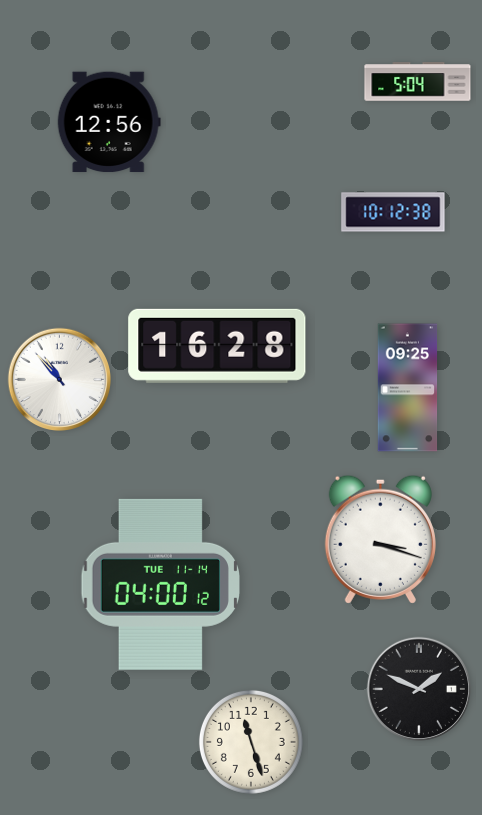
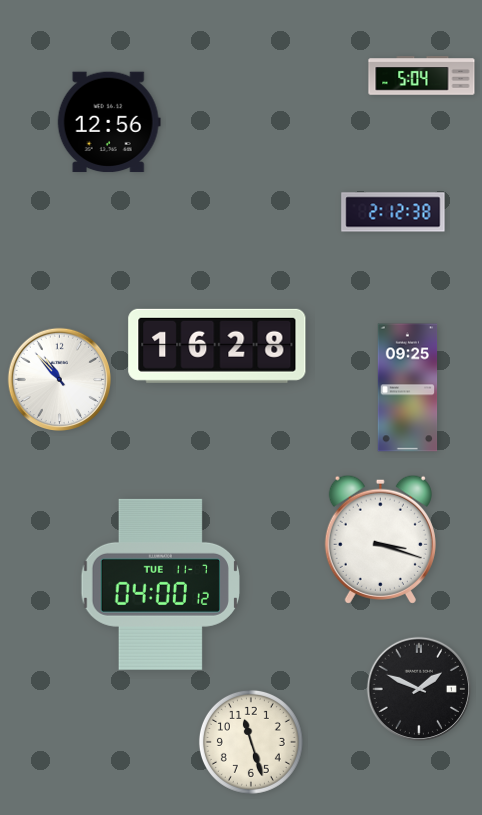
clock at (418, 82) position: (418, 82) -> (422, 76)
clock at (393, 212): 10:12 -> 2:12
clock at (160, 584) date: TUE 11-14 -> TUE 11-7
